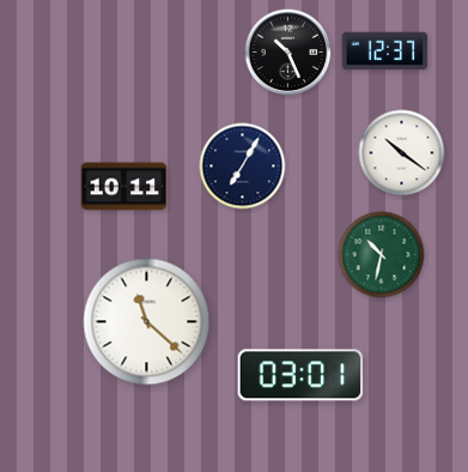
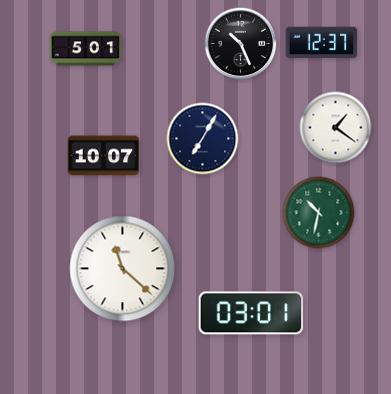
clock at (86, 49): none -> 5:01
clock at (402, 153): 10:21 -> 1:21
clock at (124, 187): 10:11 -> 10:07
